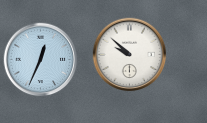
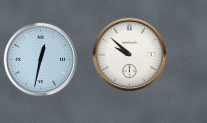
clock at (41, 60): 12:34 -> 12:32
